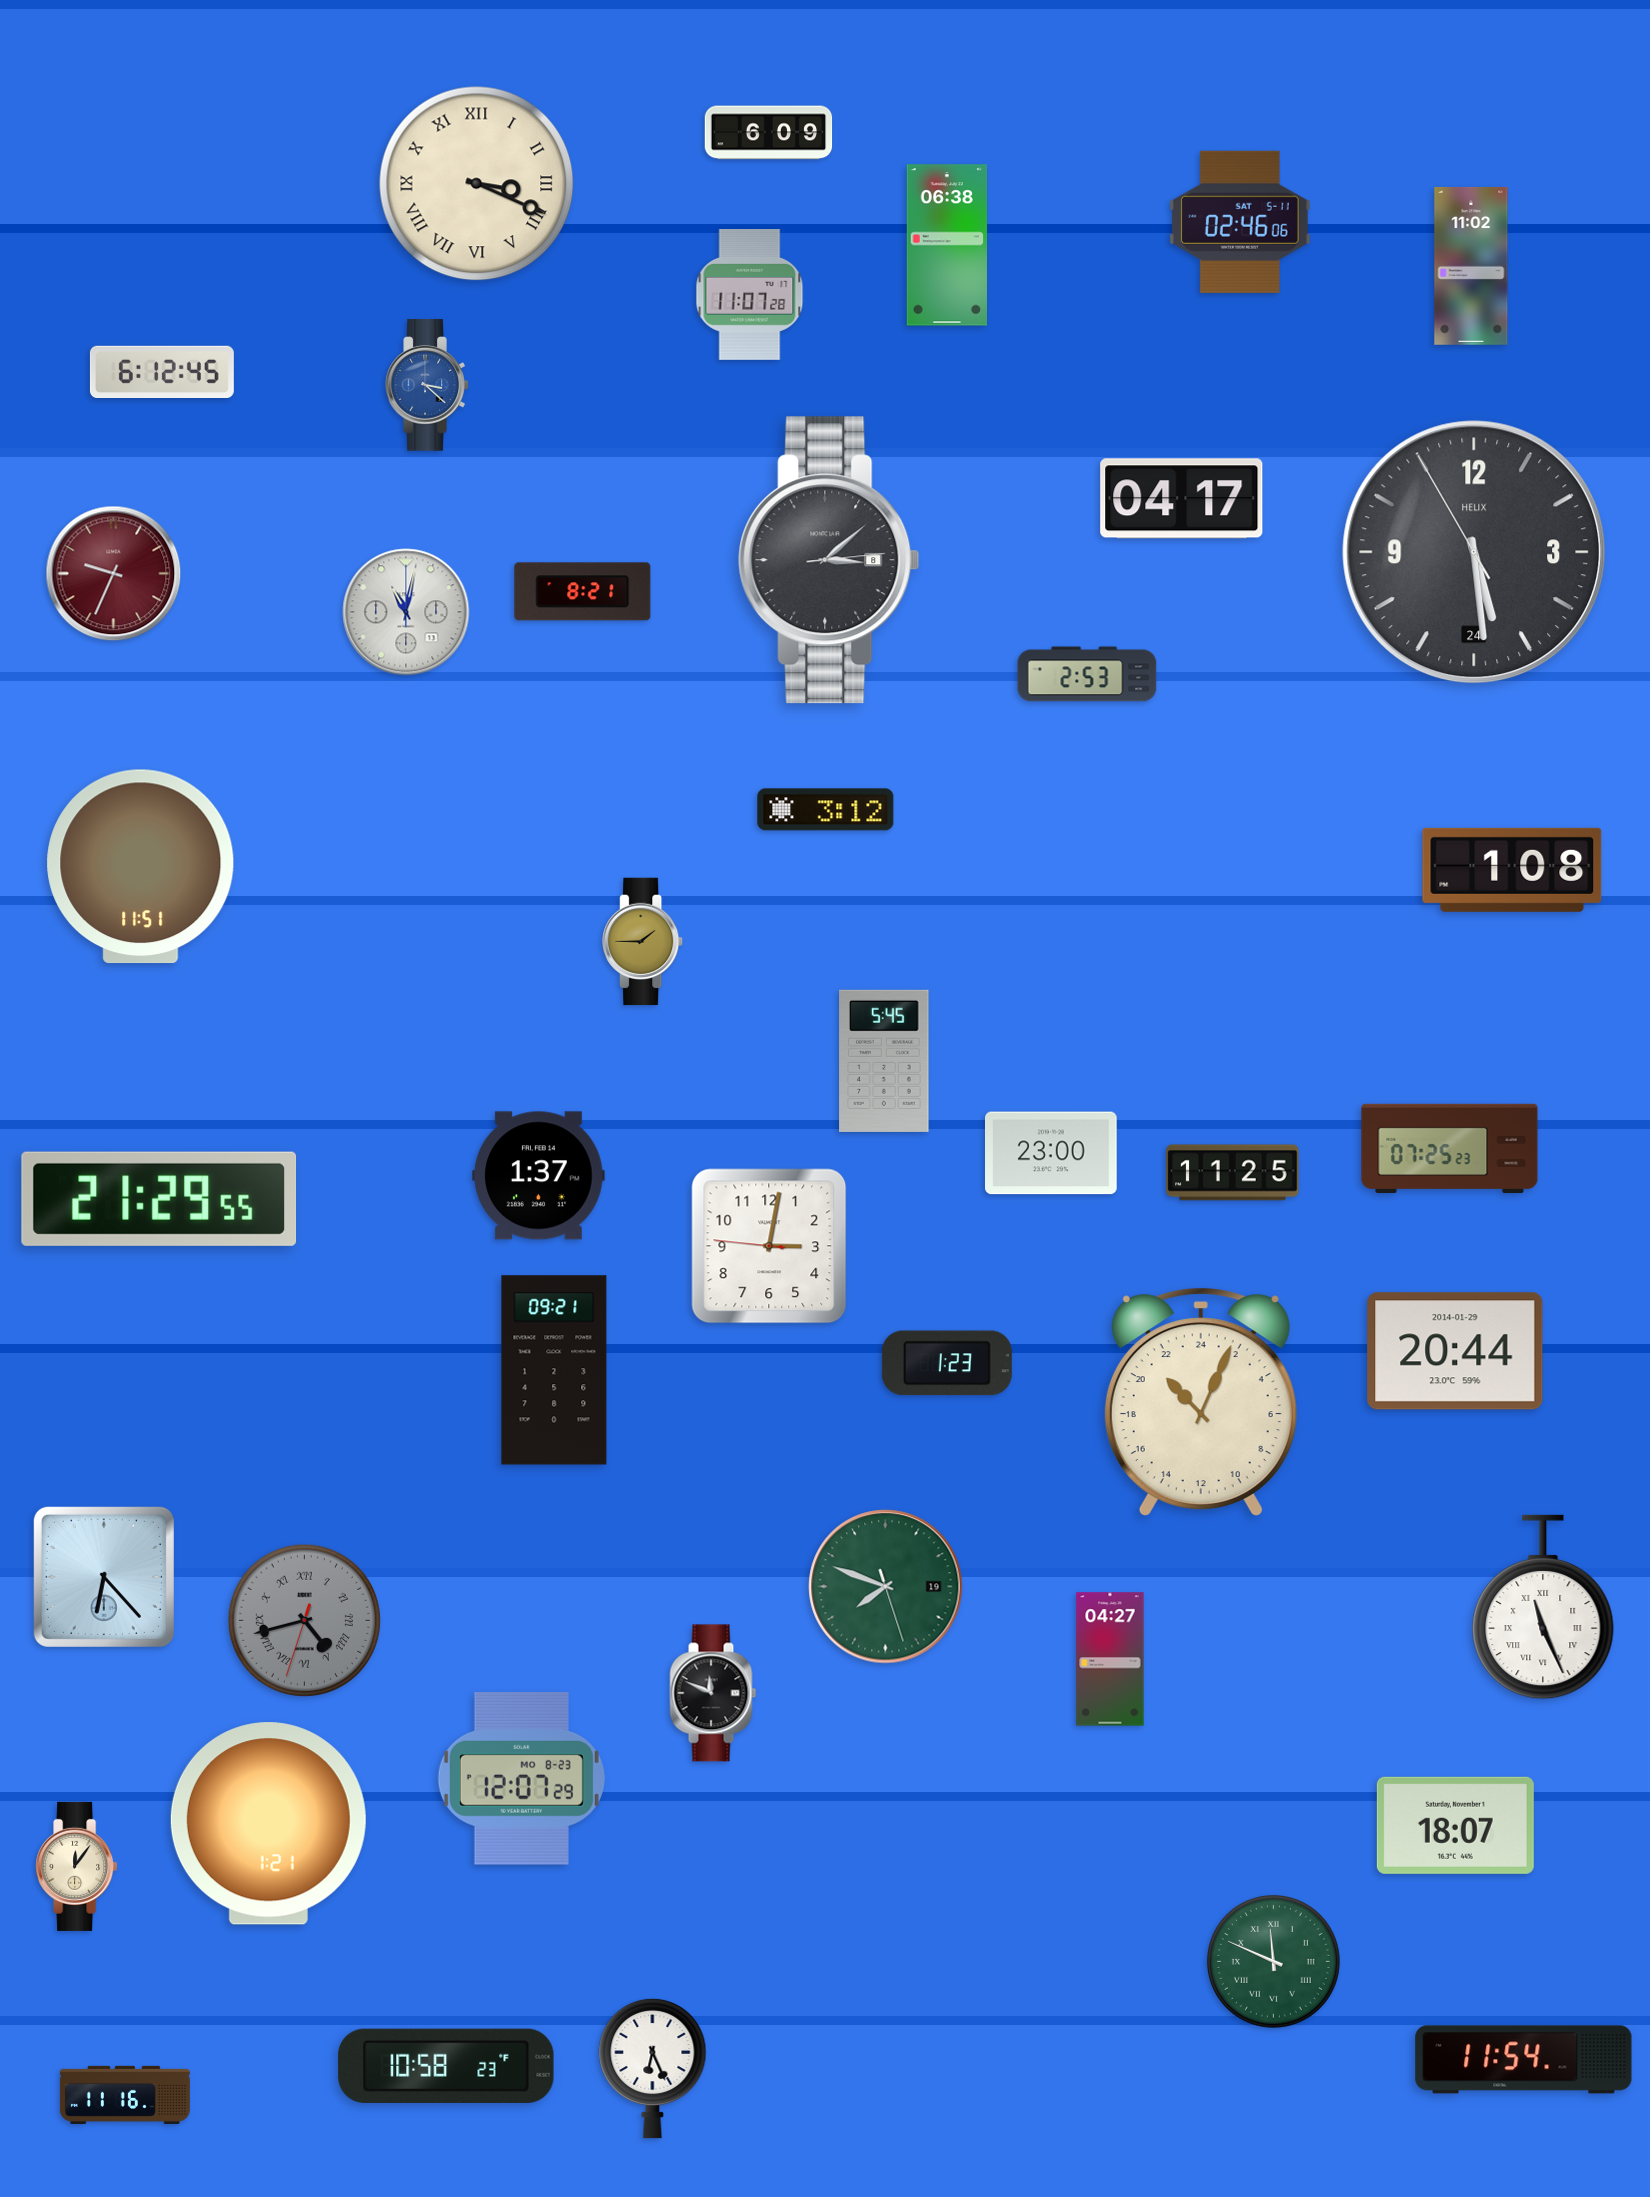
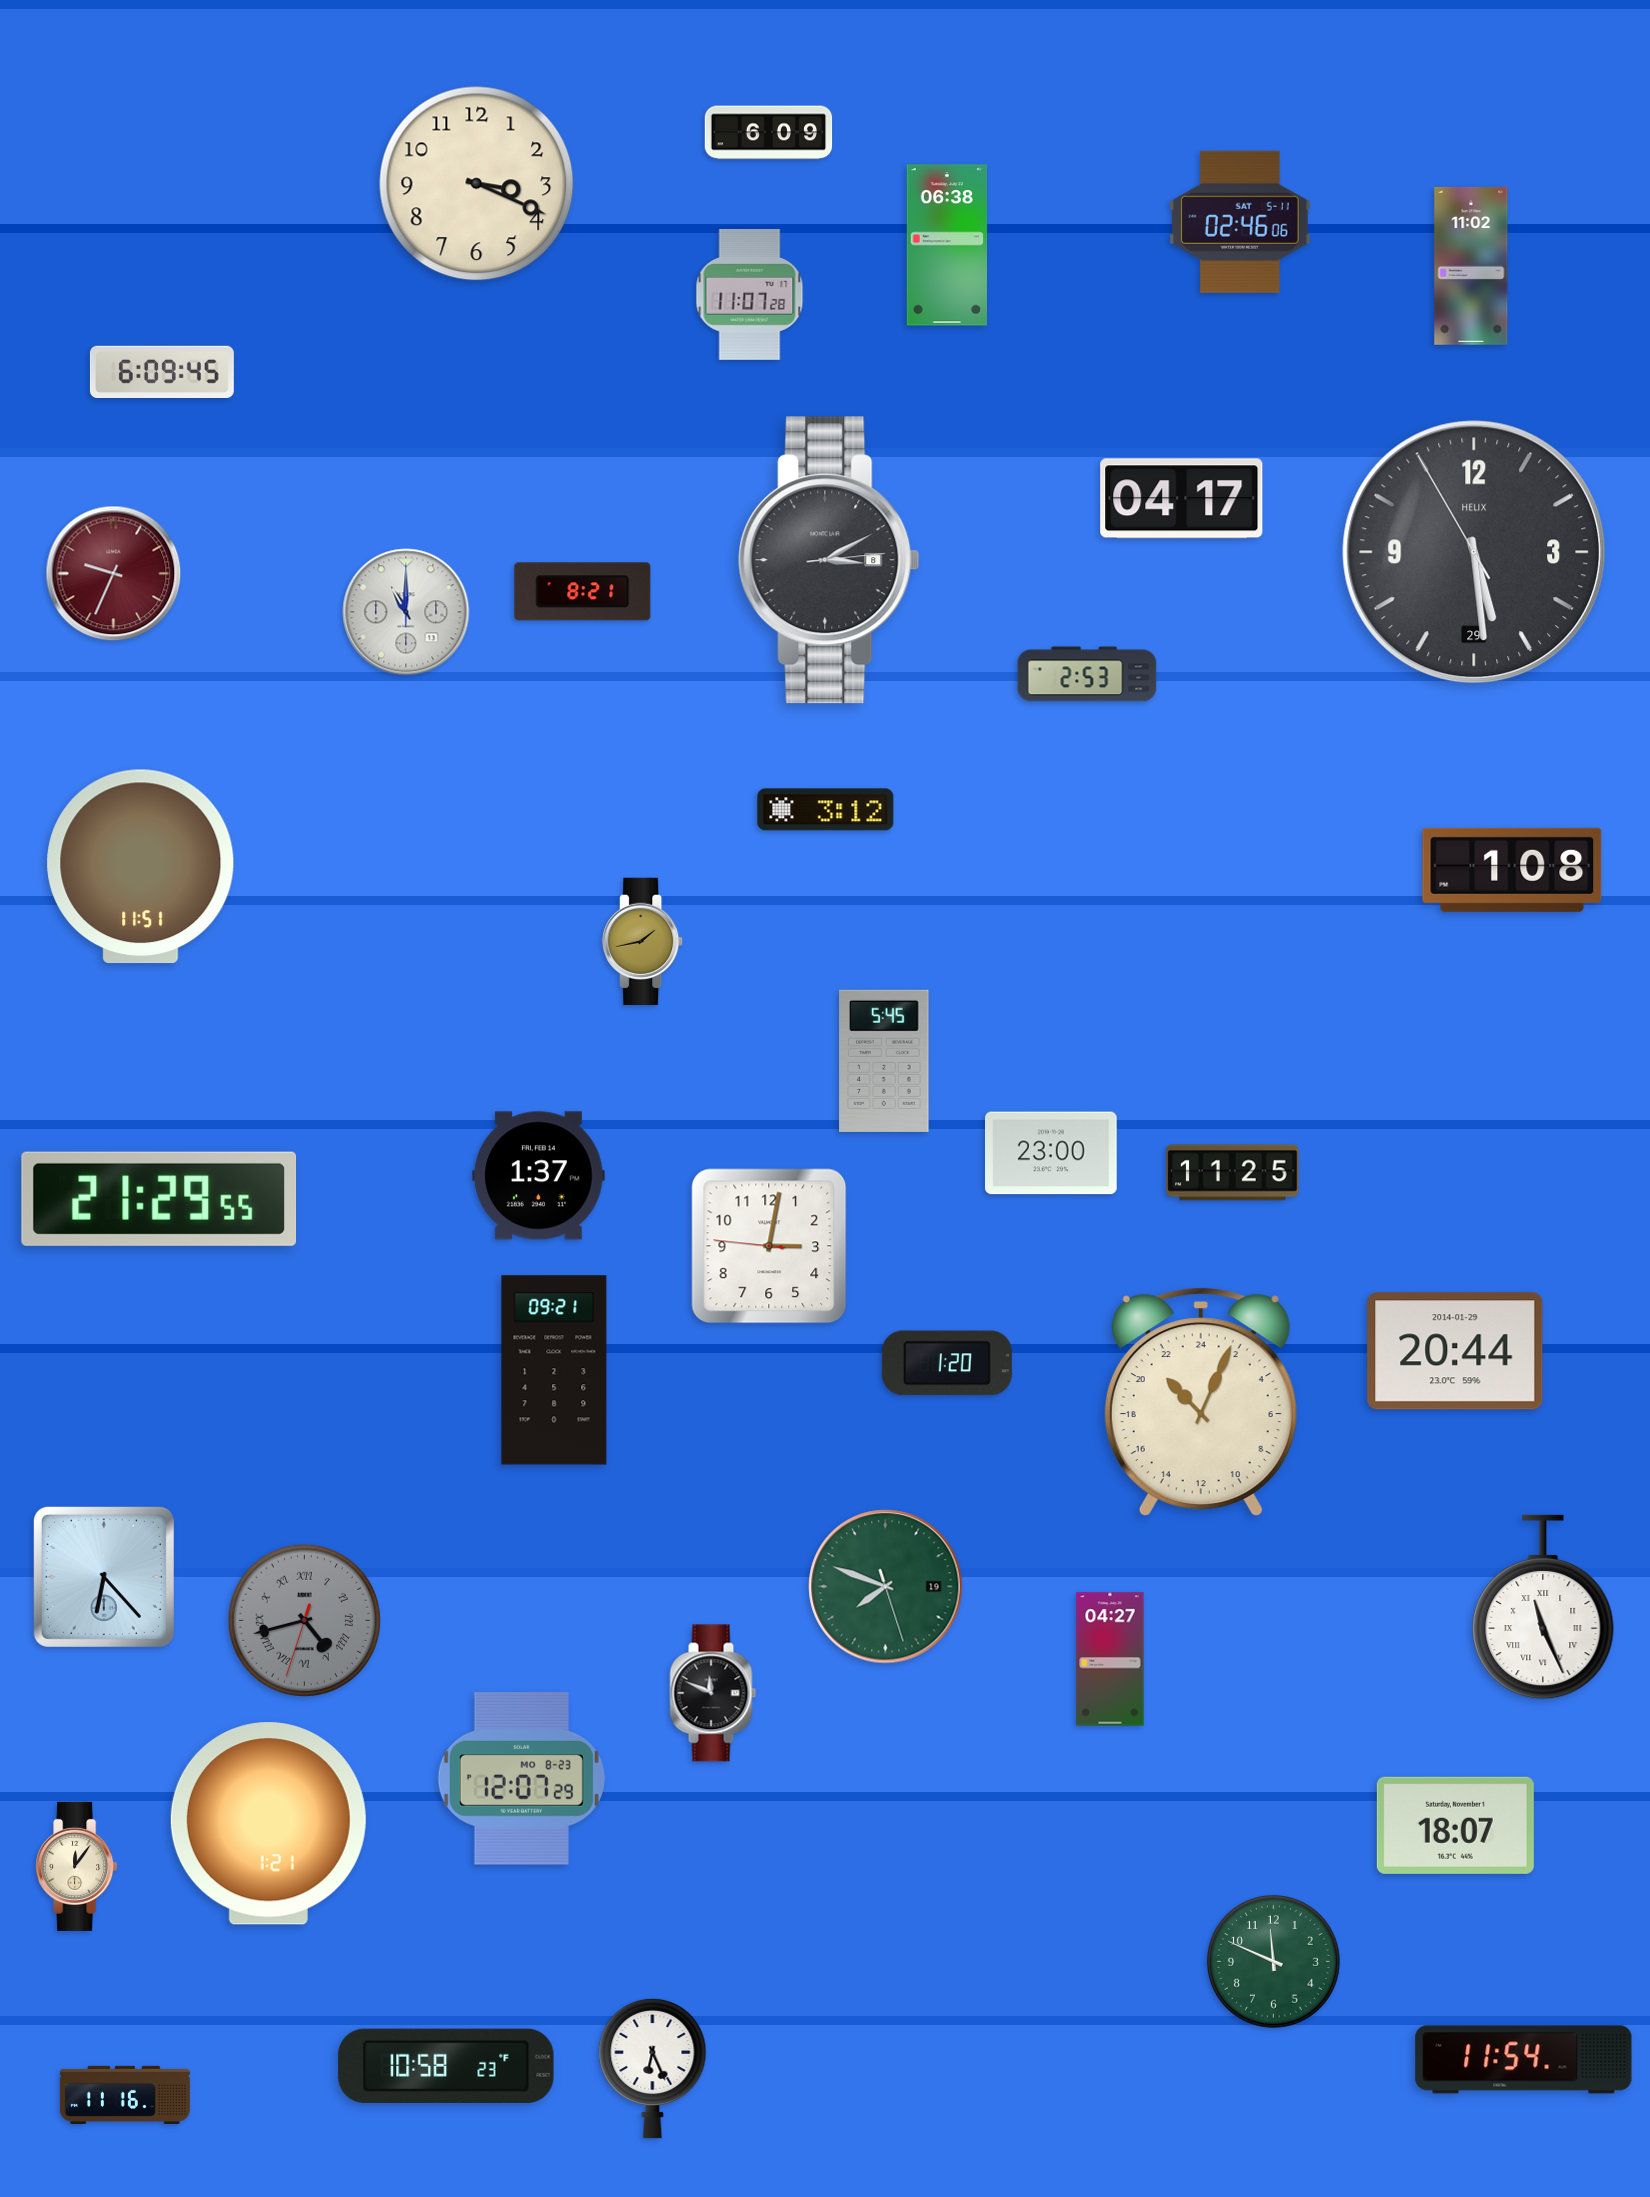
clock at (477, 184) numerals: Roman -> Arabic
clock at (162, 371): 6:12 -> 6:09
clock at (427, 385): 3:22 -> none
clock at (1474, 552) date: 24 -> 29
clock at (829, 560): 3:08 -> 3:10
clock at (406, 612): 11:02 -> 11:00
clock at (643, 942): 1:45 -> 1:43
clock at (1450, 1149): 07:25 -> none
clock at (947, 1363): 1:23 -> 1:20
clock at (1273, 1961) numerals: Roman -> Arabic
